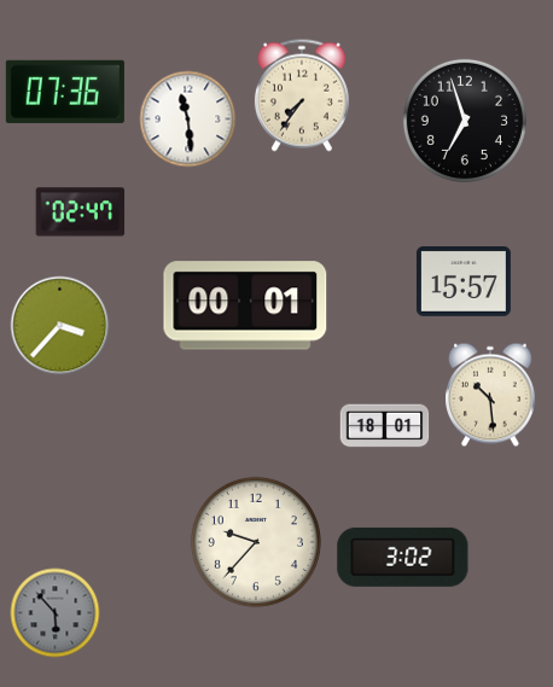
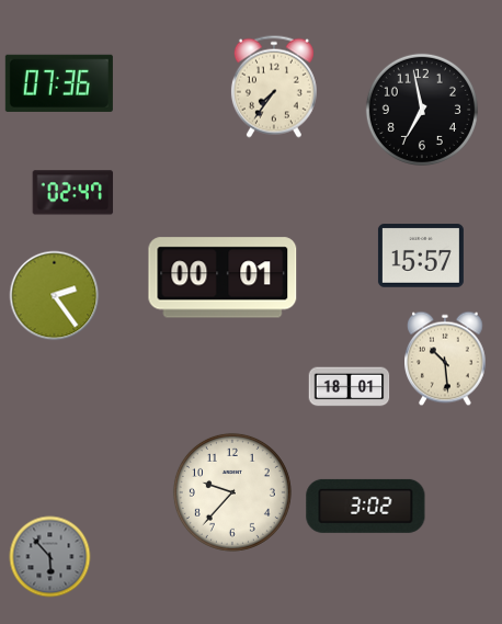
clock at (188, 120): 11:29 -> none
clock at (465, 121): 6:57 -> 6:58
clock at (60, 326): 3:37 -> 2:24
